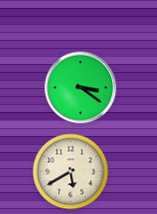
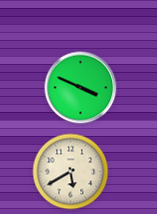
clock at (81, 88): 3:21 -> 3:49
